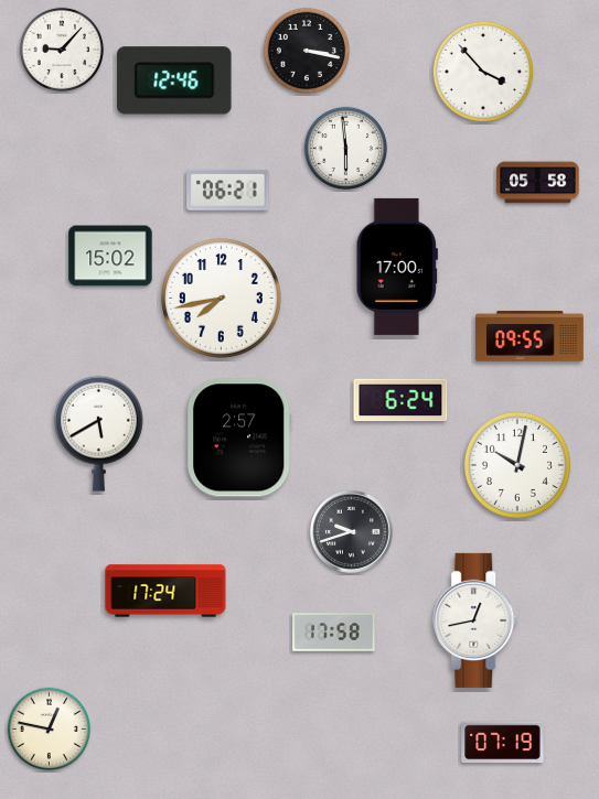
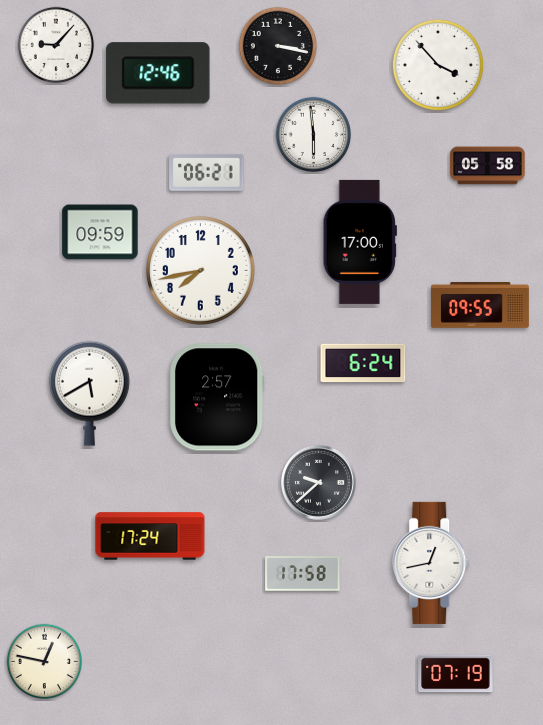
clock at (110, 256): 15:02 -> 09:59
clock at (517, 465): 10:02 -> none
clock at (351, 531): 9:42 -> 9:38
